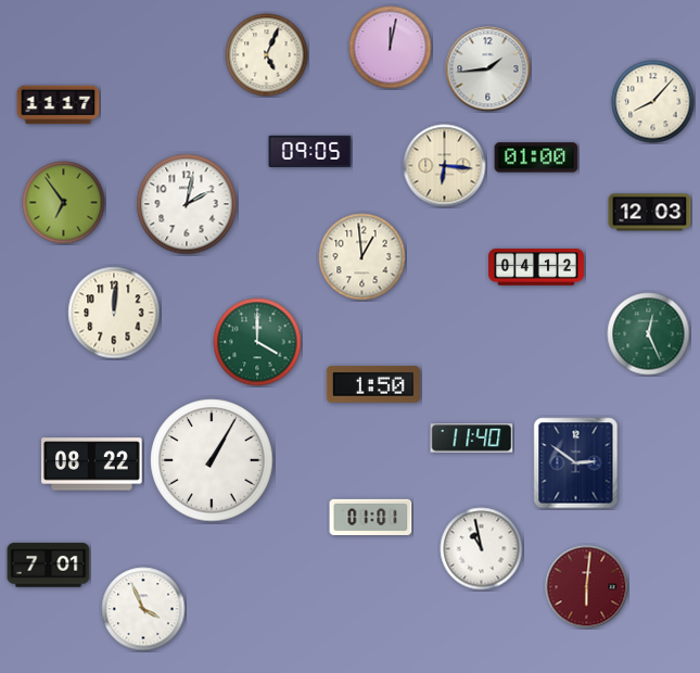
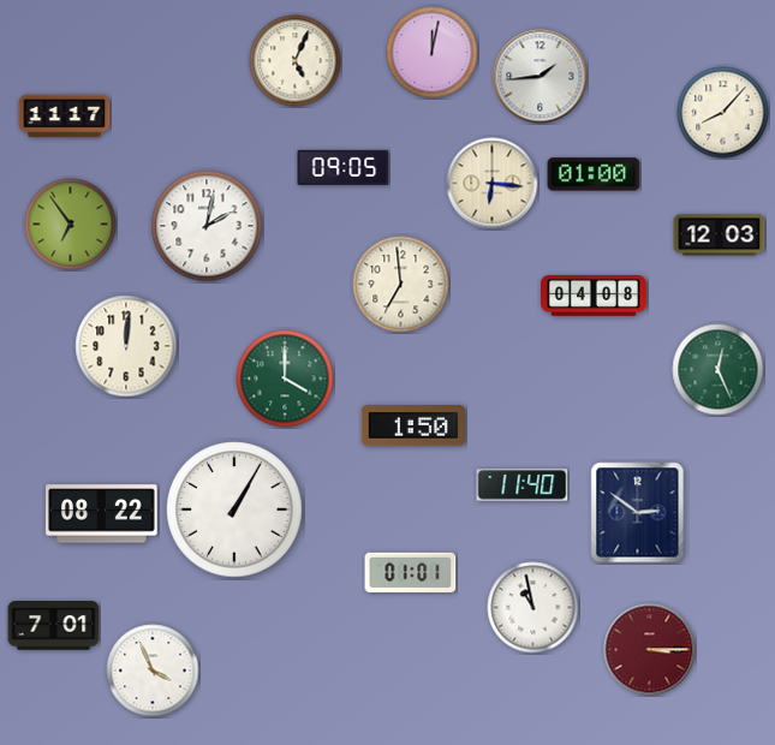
clock at (362, 257): 12:59 -> 6:59
clock at (536, 267): 04:12 -> 04:08
clock at (587, 587): 6:01 -> 3:15
clock at (143, 609) position: (143, 609) -> (153, 670)
